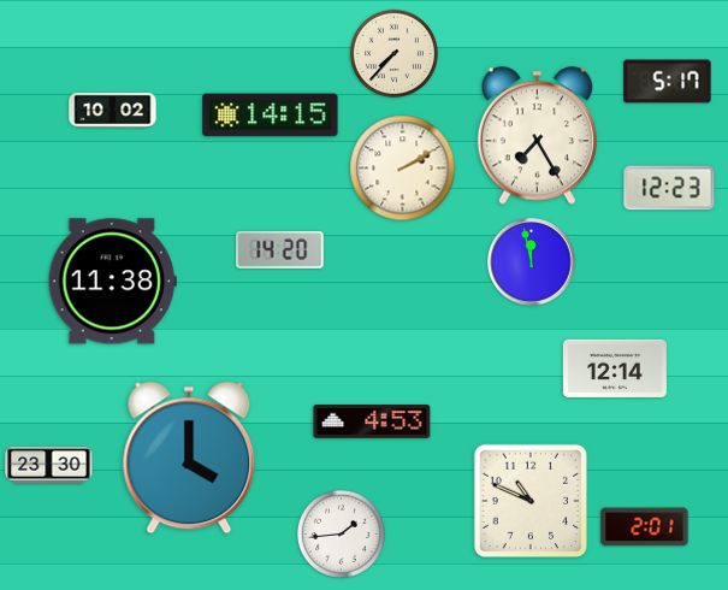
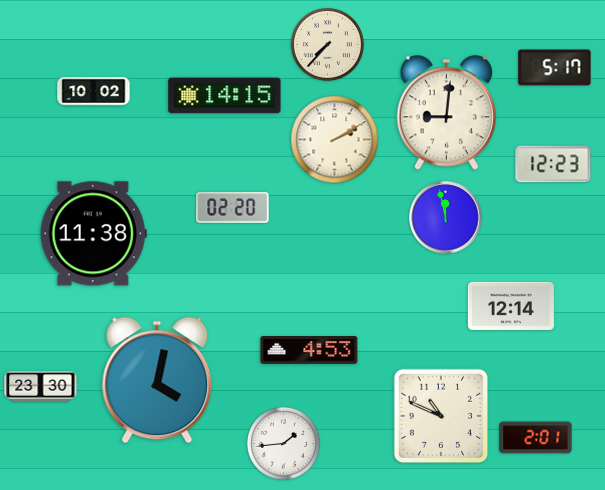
clock at (537, 136): 7:25 -> 9:01
clock at (669, 188) position: (669, 188) -> (553, 164)
clock at (280, 250): 14:20 -> 02:20
clock at (532, 262) position: (532, 262) -> (446, 218)
clock at (189, 458): 4:00 -> 4:02
